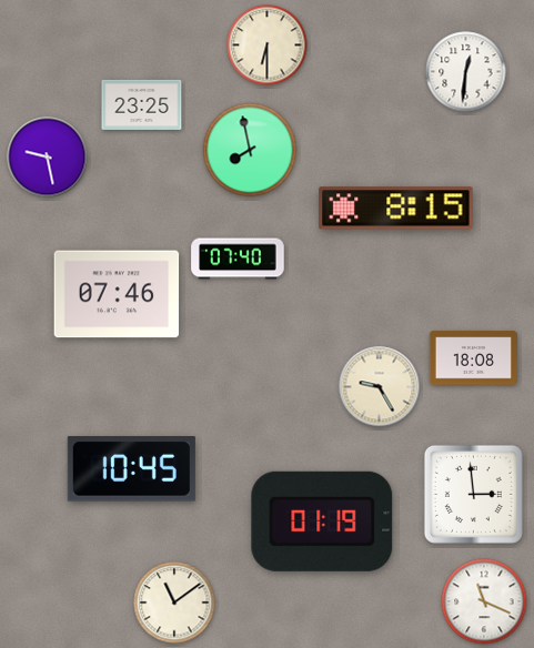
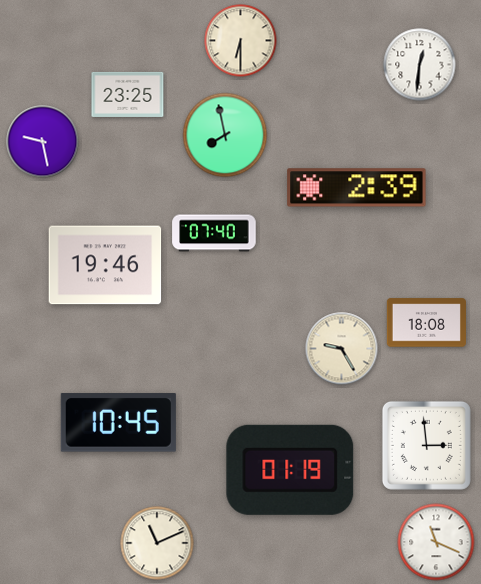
clock at (396, 209): 8:15 -> 2:39
clock at (117, 294): 07:46 -> 19:46
clock at (174, 603): 11:09 -> 11:11
